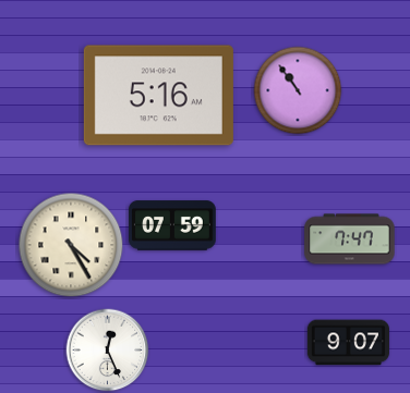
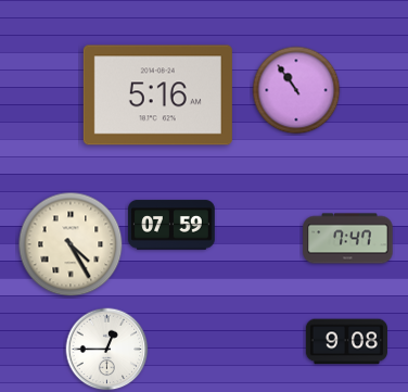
clock at (348, 343): 9:07 -> 9:08
clock at (108, 351): 12:26 -> 12:45
